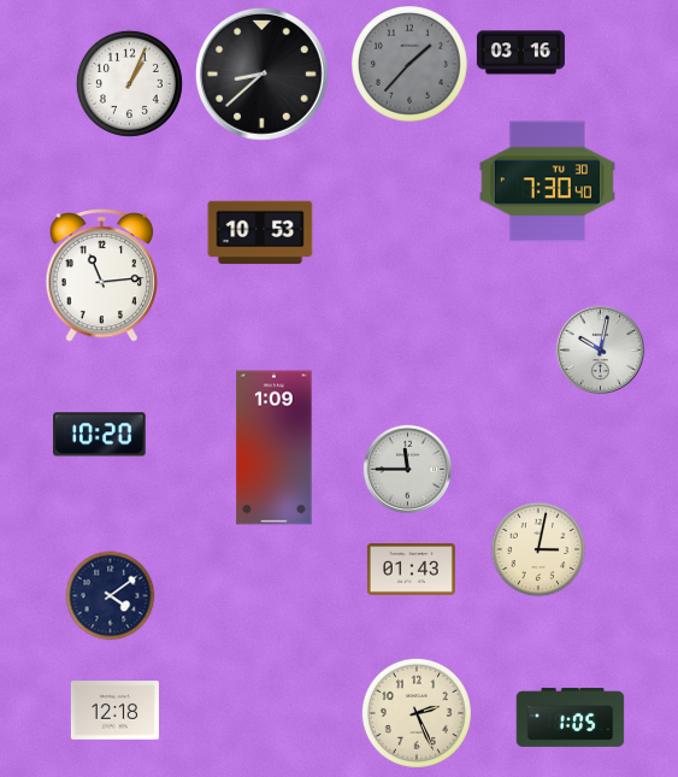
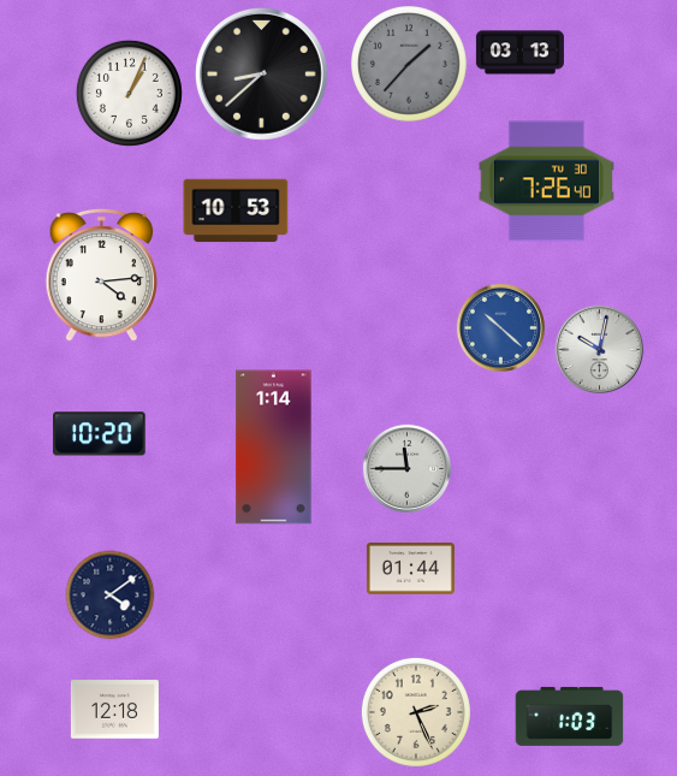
clock at (520, 53): 03:16 -> 03:13
clock at (129, 83) position: (129, 83) -> (129, 93)
clock at (547, 182): 7:30 -> 7:26
clock at (260, 232) position: (260, 232) -> (236, 211)
clock at (102, 275): 11:14 -> 4:14
clock at (500, 327): none -> 10:22
clock at (275, 448): 1:09 -> 1:14
clock at (538, 549): 3:02 -> none
clock at (411, 570): 01:43 -> 01:44
clock at (571, 717): 1:05 -> 1:03
